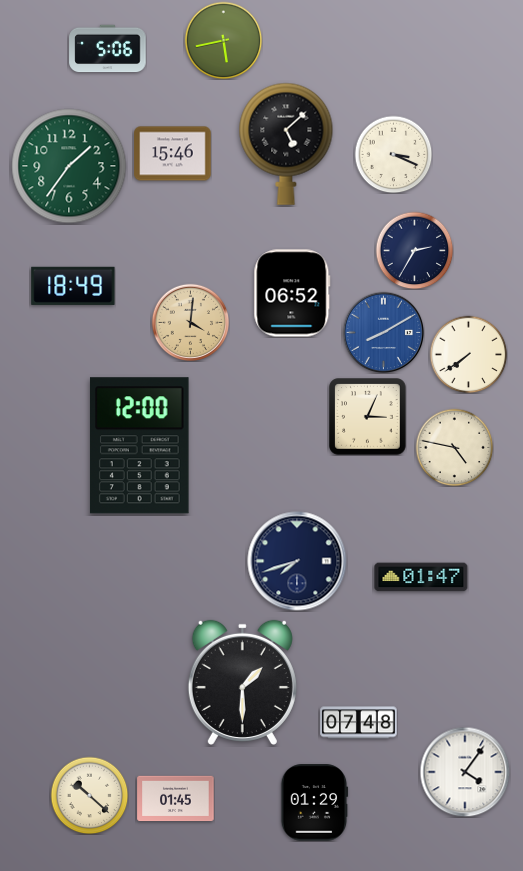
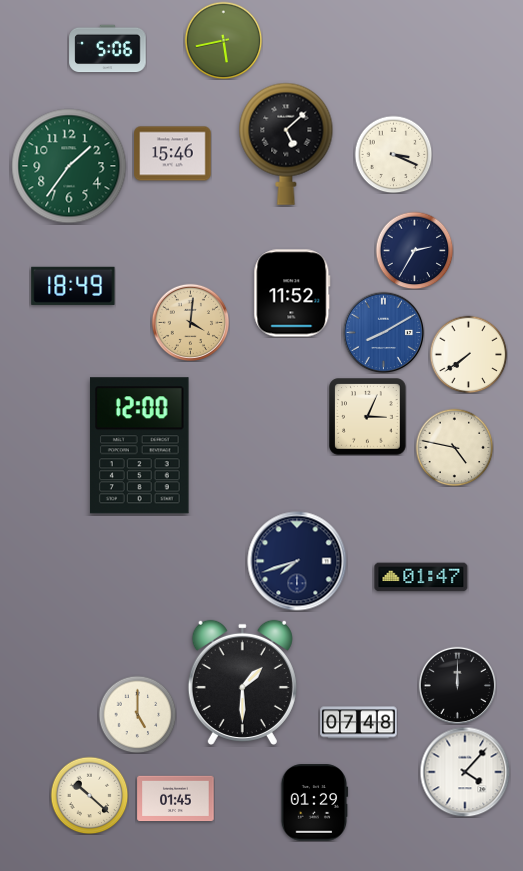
clock at (292, 293): 06:52 -> 11:52
clock at (457, 685): none -> 12:00
clock at (137, 714): none -> 5:00
clock at (465, 772): 4:06 -> 4:07
